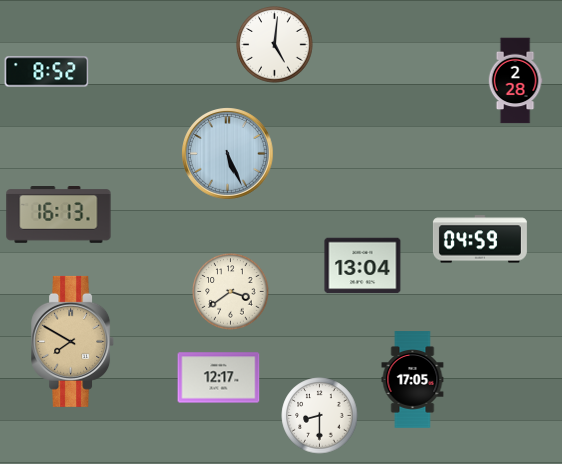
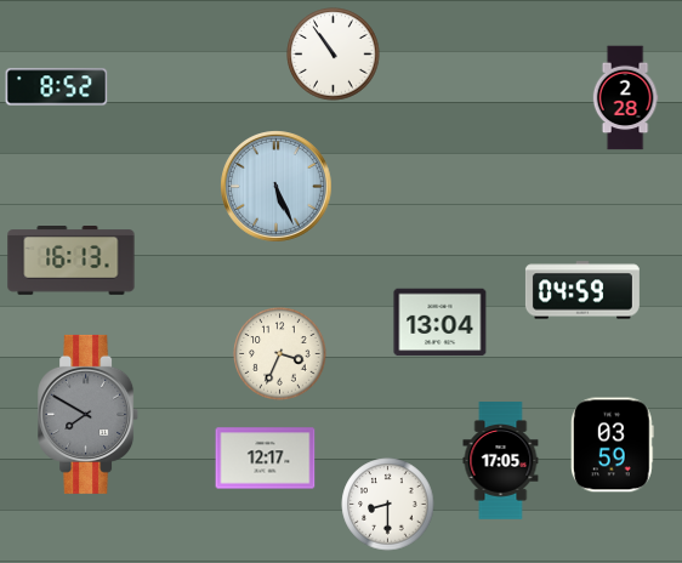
clock at (275, 45): 5:01 -> 10:54
clock at (231, 292): 3:39 -> 3:34
clock at (73, 341) dial: champagne -> grey
clock at (612, 445): none -> 03:59
